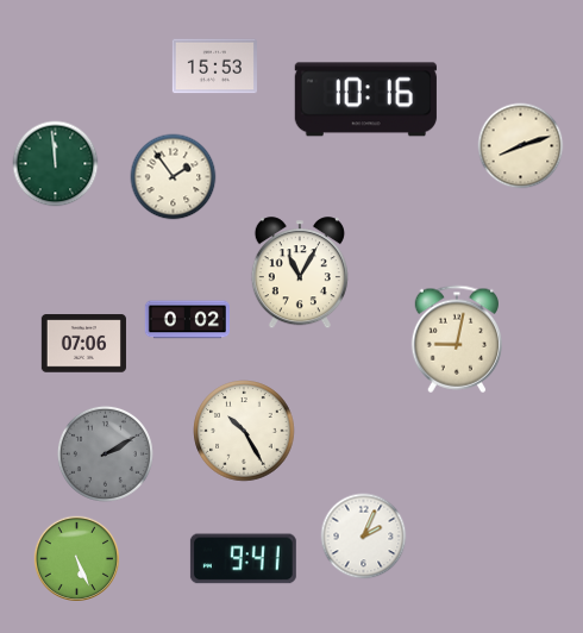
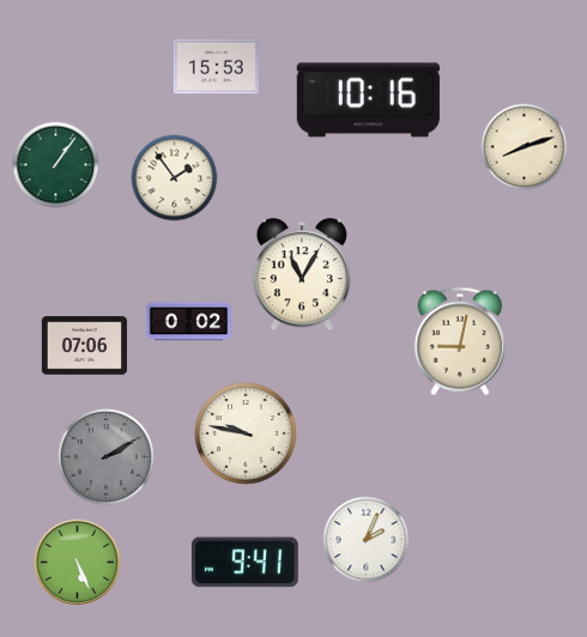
clock at (56, 164): 11:59 -> 1:06
clock at (244, 431): 10:25 -> 9:47
